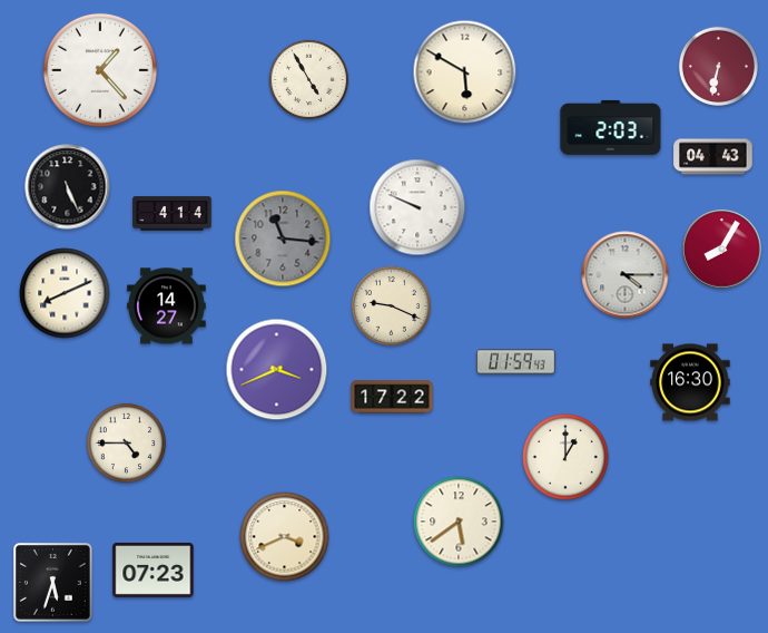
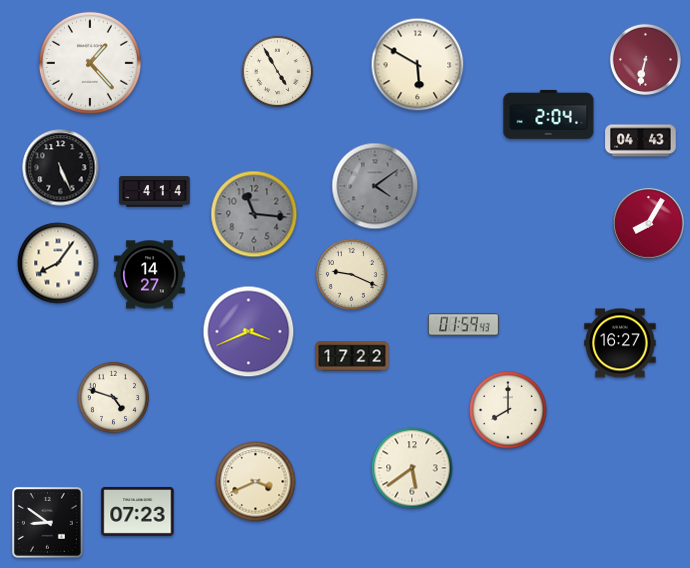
clock at (611, 127): 2:03 -> 2:04
clock at (417, 207): 9:49 -> 4:09
clock at (417, 207) dial: white -> grey
clock at (626, 275): 4:15 -> none
clock at (65, 293): 8:11 -> 8:06
clock at (690, 382): 16:30 -> 16:27
clock at (126, 442): 4:45 -> 4:48
clock at (565, 457): 1:00 -> 8:00
clock at (53, 583): 5:33 -> 8:51
